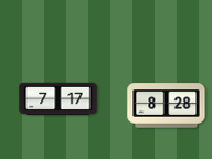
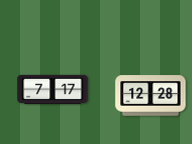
clock at (167, 106): 8:28 -> 12:28
